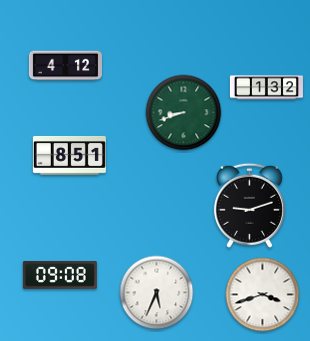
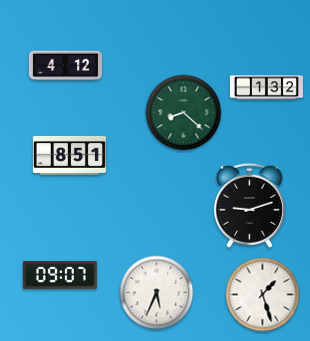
clock at (184, 113): 8:42 -> 8:22
clock at (60, 275): 09:08 -> 09:07
clock at (263, 295): 3:42 -> 1:27
